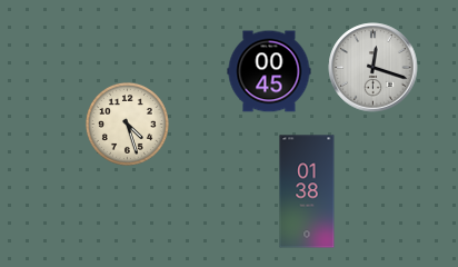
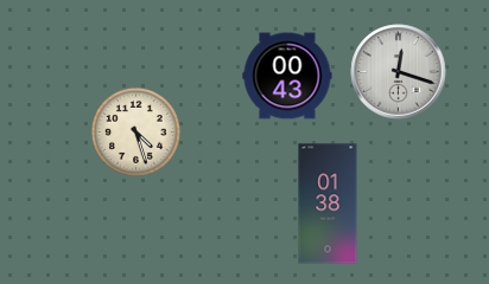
clock at (269, 71): 00:45 -> 00:43
